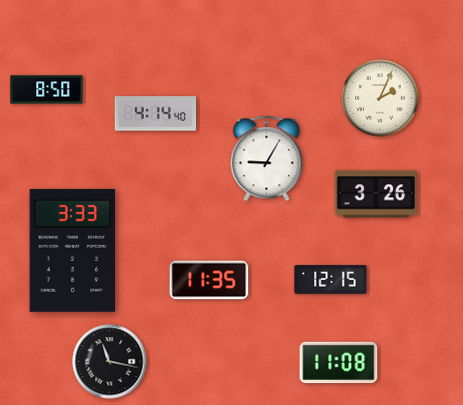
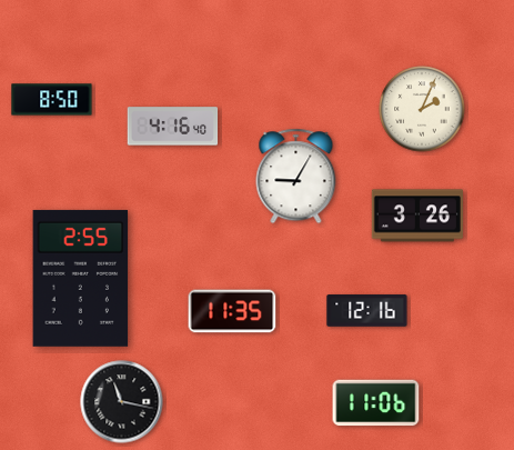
clock at (156, 114): 4:14 -> 4:16
clock at (73, 250): 3:33 -> 2:55
clock at (331, 280): 12:15 -> 12:16
clock at (339, 363): 11:08 -> 11:06
